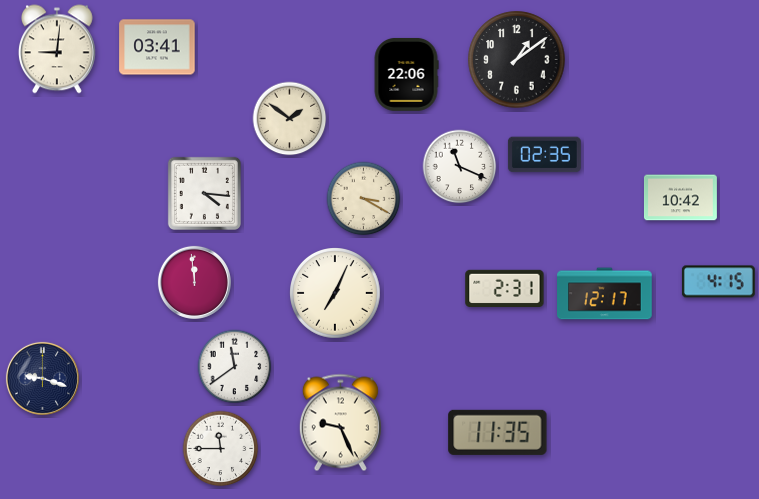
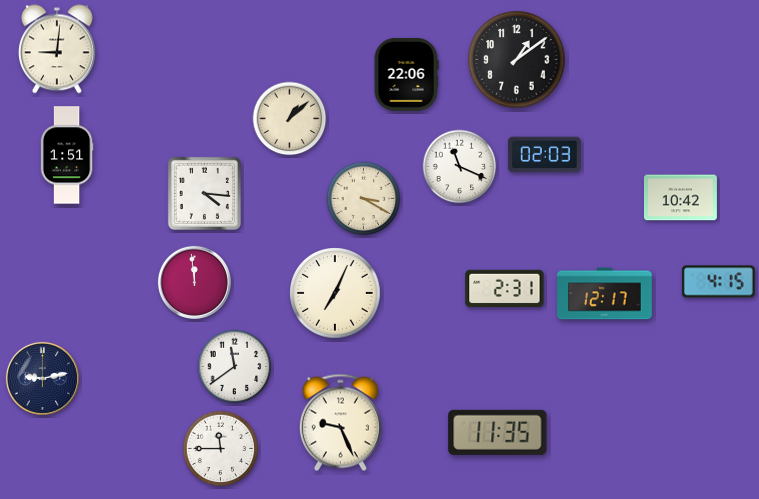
clock at (157, 47): 03:41 -> none
clock at (290, 119): 1:51 -> 1:08
clock at (67, 155): none -> 1:51
clock at (544, 155): 02:35 -> 02:03
clock at (42, 378): 9:18 -> 9:13
